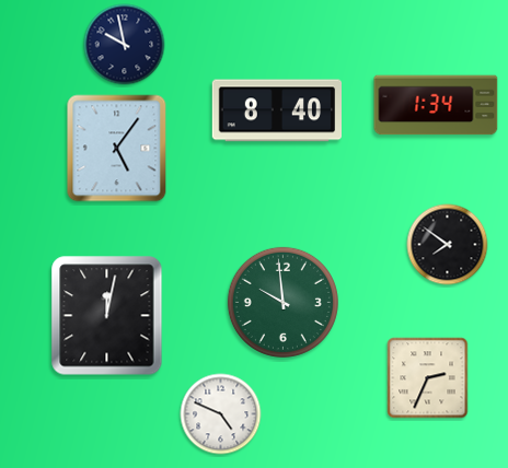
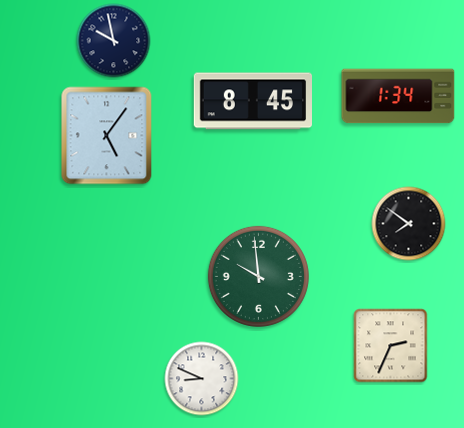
clock at (276, 110): 8:40 -> 8:45
clock at (107, 316): 12:02 -> none
clock at (221, 414): 4:49 -> 8:49
